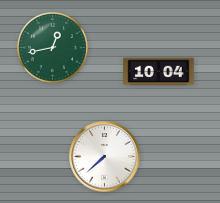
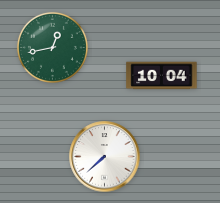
clock at (159, 72) position: (159, 72) -> (162, 76)
